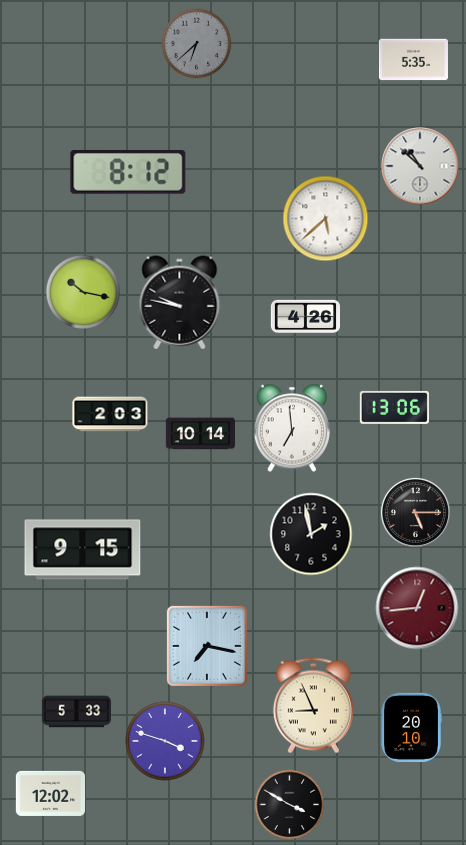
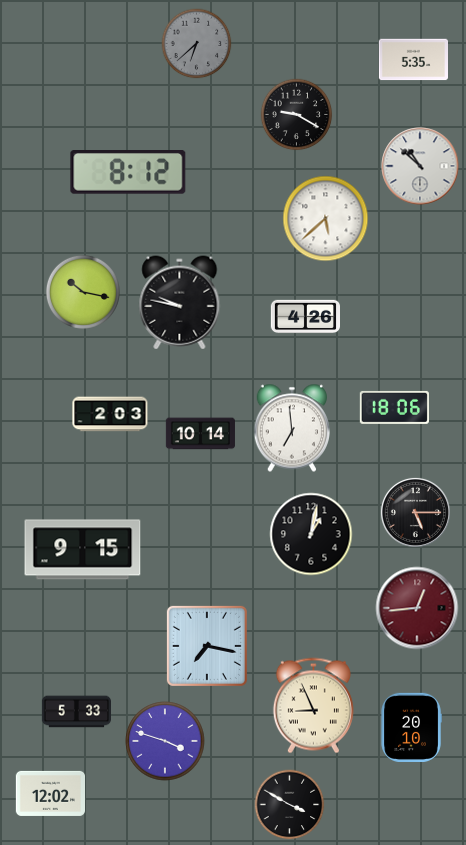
clock at (297, 115): none -> 9:20
clock at (394, 407): 13:06 -> 18:06
clock at (311, 534): 1:58 -> 1:02
